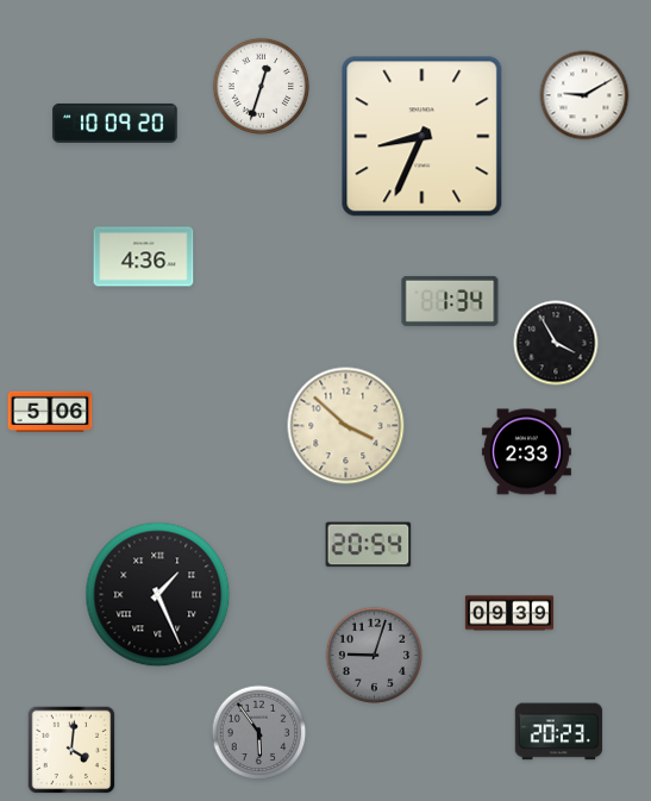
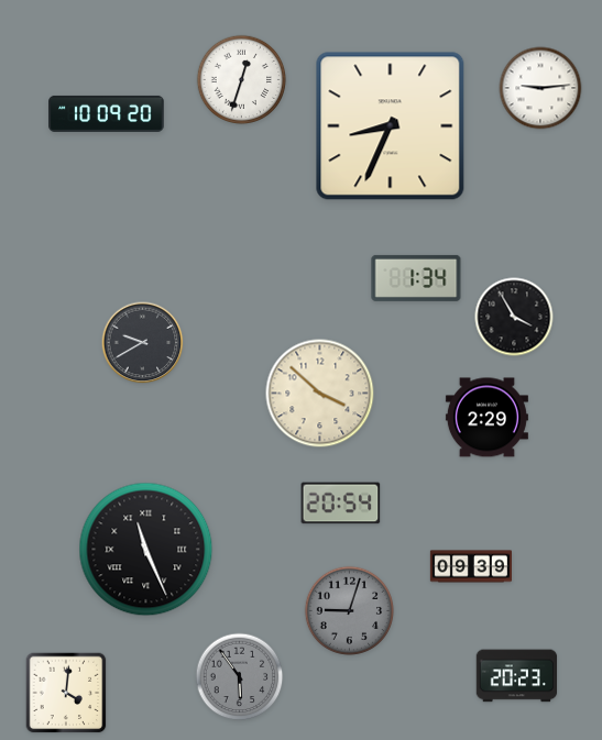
clock at (584, 95): 9:10 -> 9:14
clock at (144, 257): 4:36 -> none
clock at (143, 343): none -> 9:40
clock at (50, 412): 5:06 -> none
clock at (526, 452): 2:33 -> 2:29
clock at (158, 595): 1:26 -> 11:26
clock at (375, 656) position: (375, 656) -> (350, 611)
